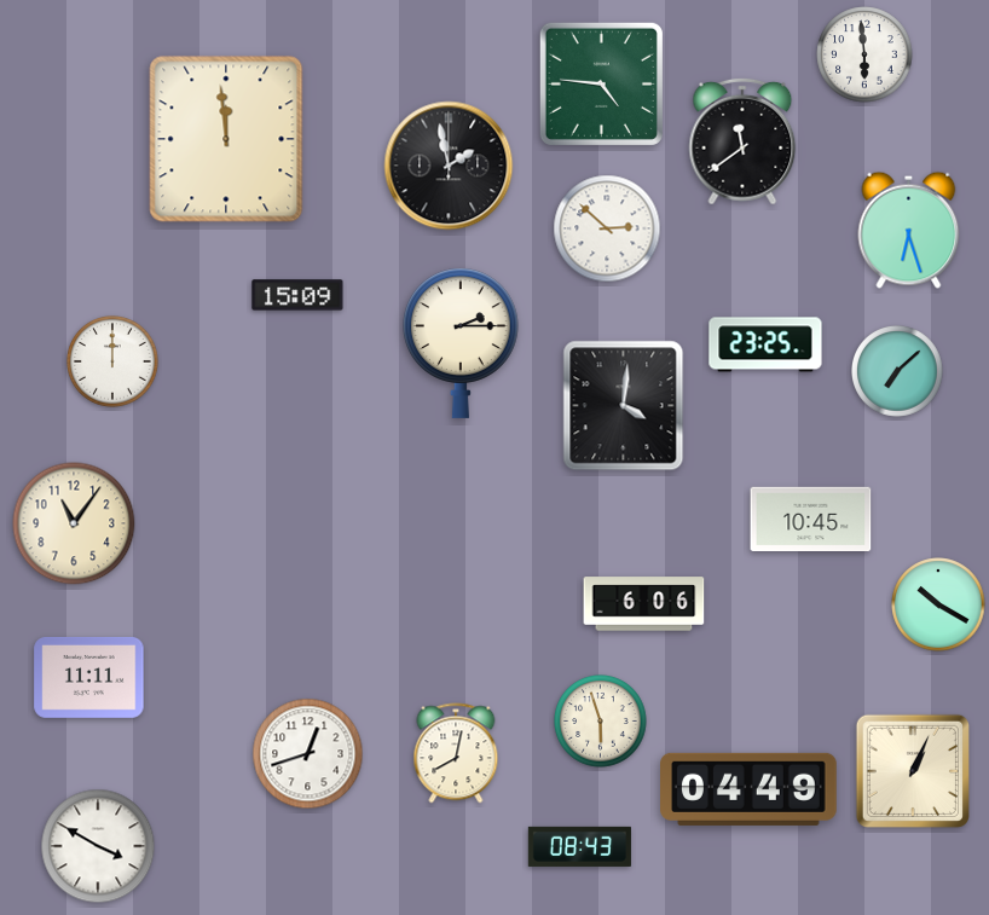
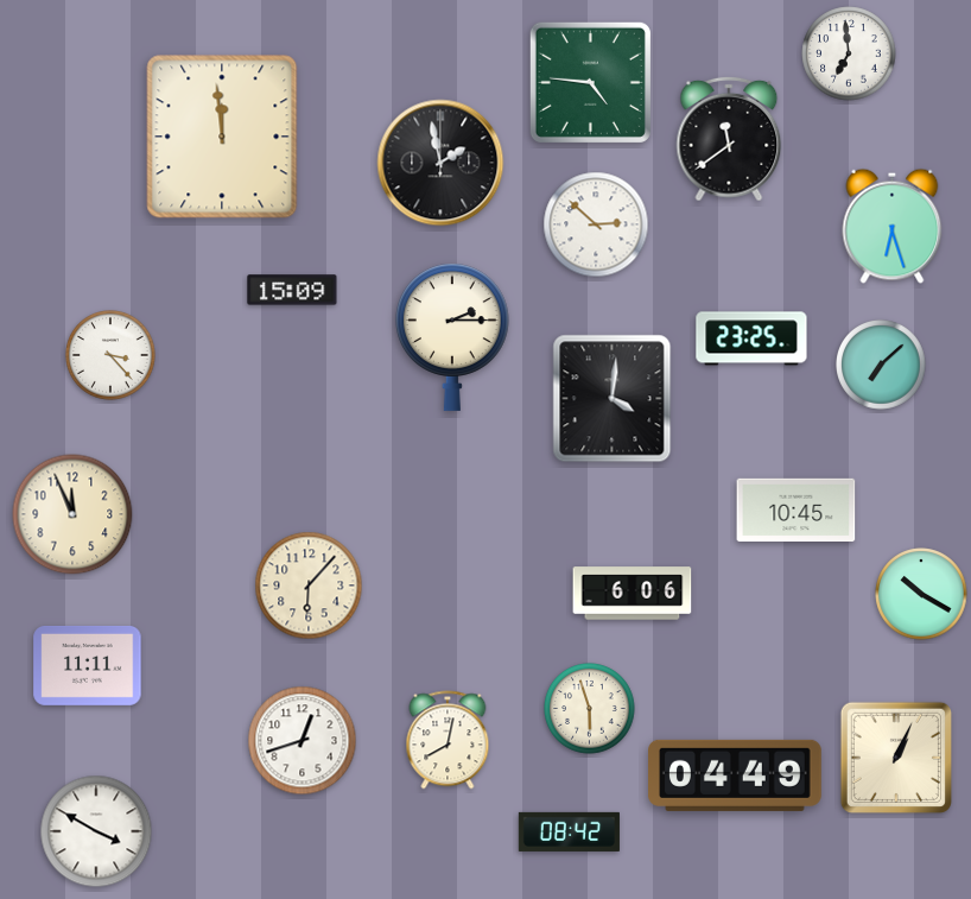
clock at (864, 54): 5:59 -> 6:59
clock at (114, 363): 12:00 -> 3:23
clock at (74, 523): 11:06 -> 11:56
clock at (309, 585): none -> 6:07
clock at (579, 846): 08:43 -> 08:42
